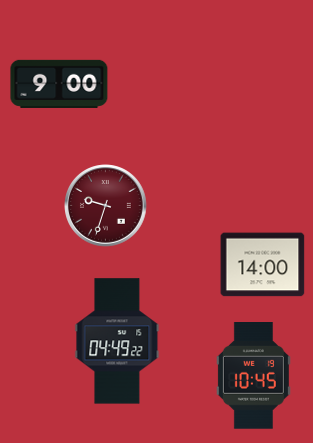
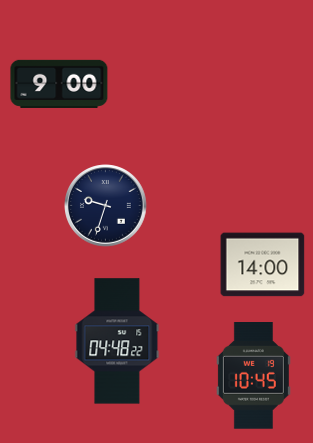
clock at (106, 206) dial: burgundy -> navy
clock at (117, 341): 04:49 -> 04:48
